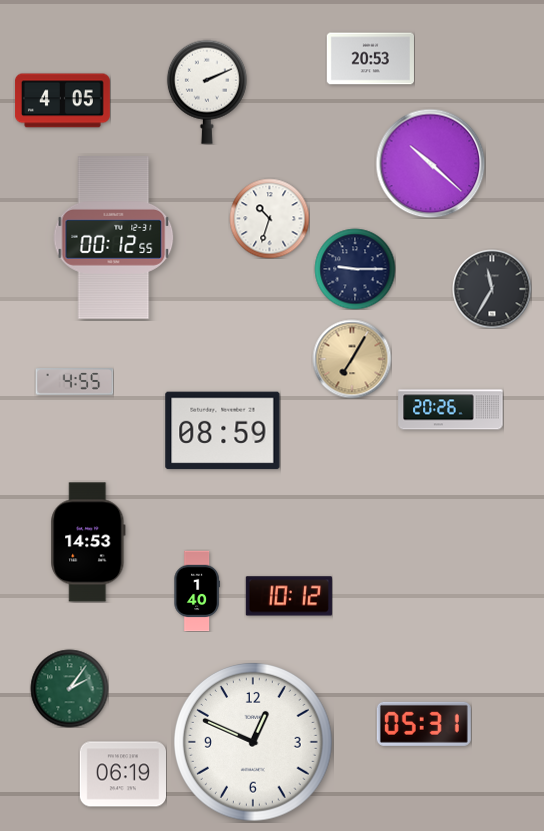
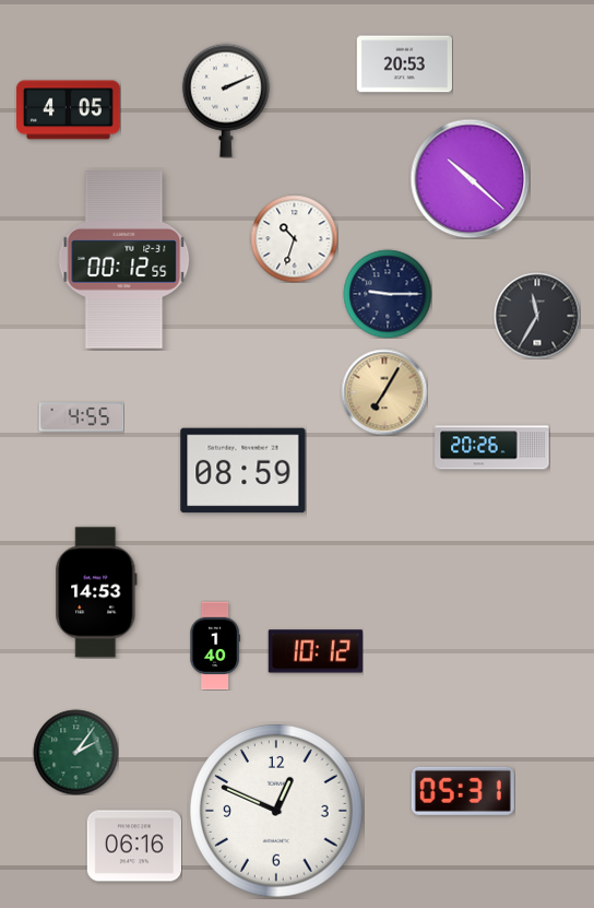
clock at (122, 774): 06:19 -> 06:16
